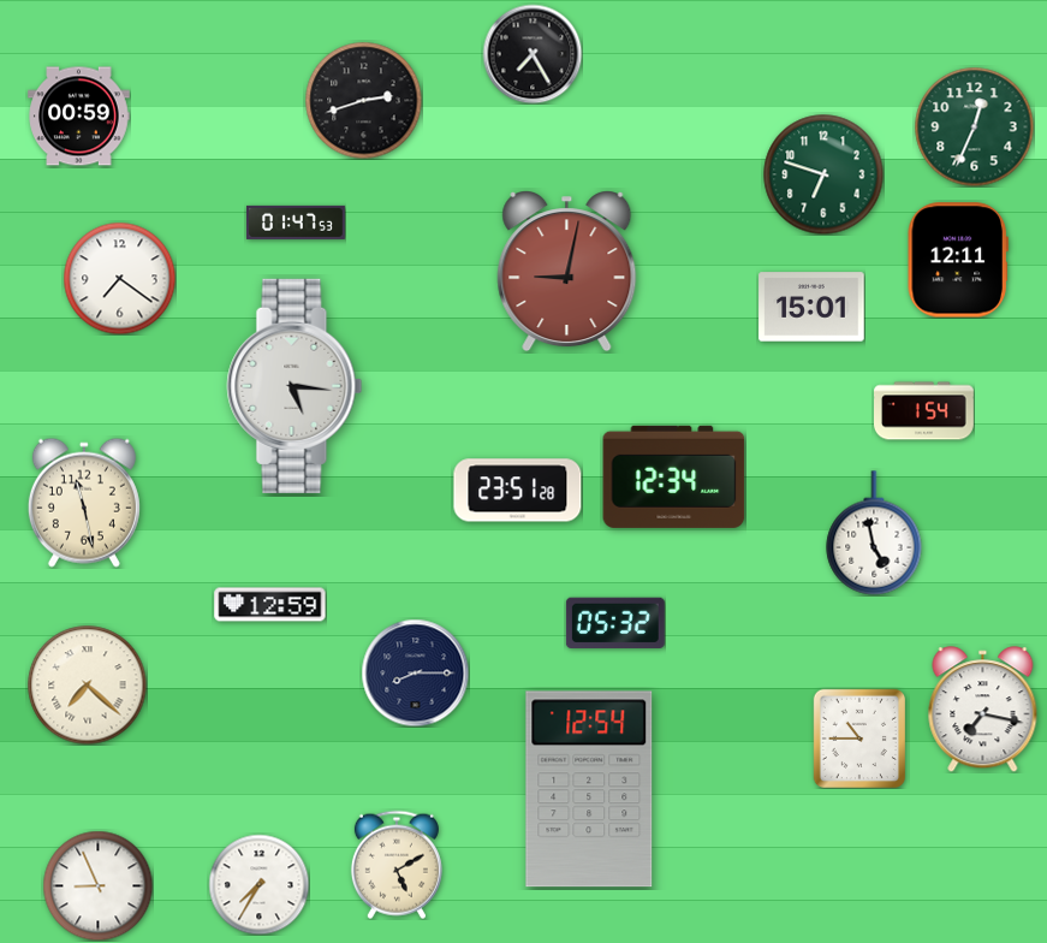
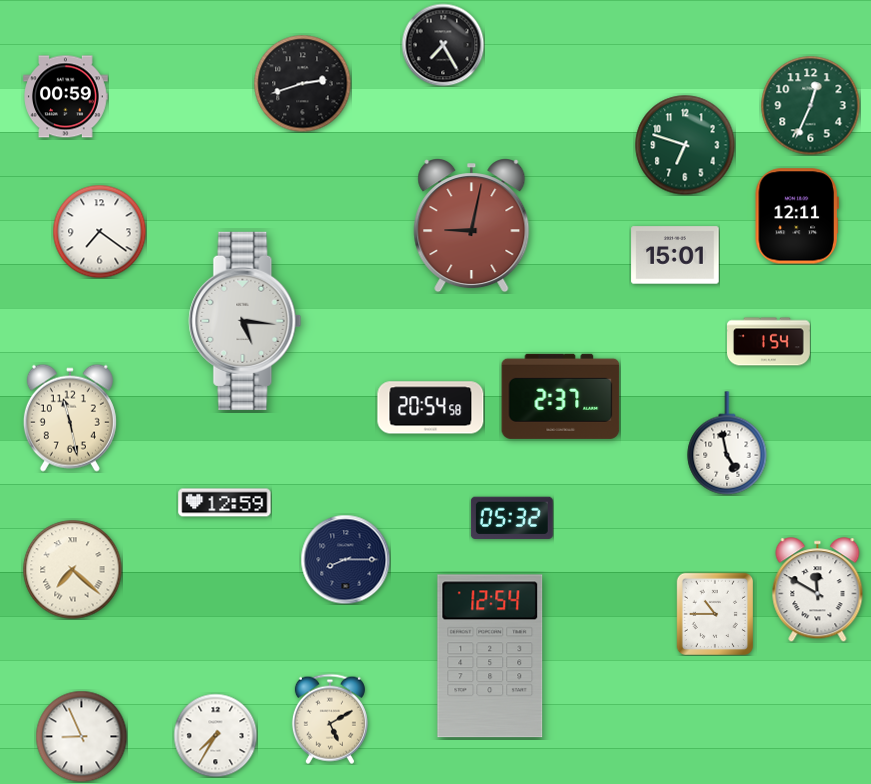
clock at (296, 223): 01:47 -> none
clock at (674, 476): 12:34 -> 2:37
clock at (518, 491): 23:51 -> 20:54
clock at (983, 710): 7:17 -> 11:50
